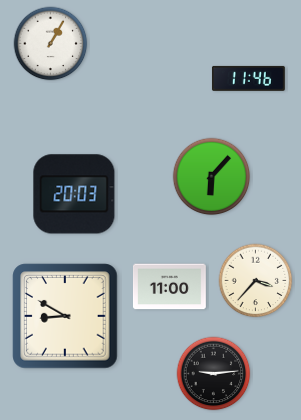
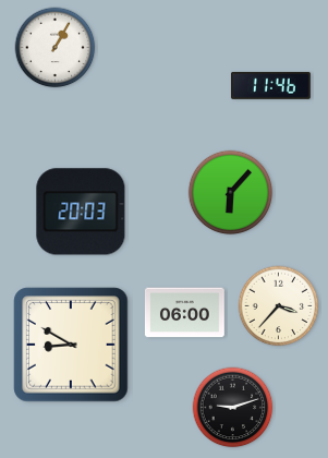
clock at (170, 287): 11:00 -> 06:00
clock at (214, 374): 9:14 -> 9:12
